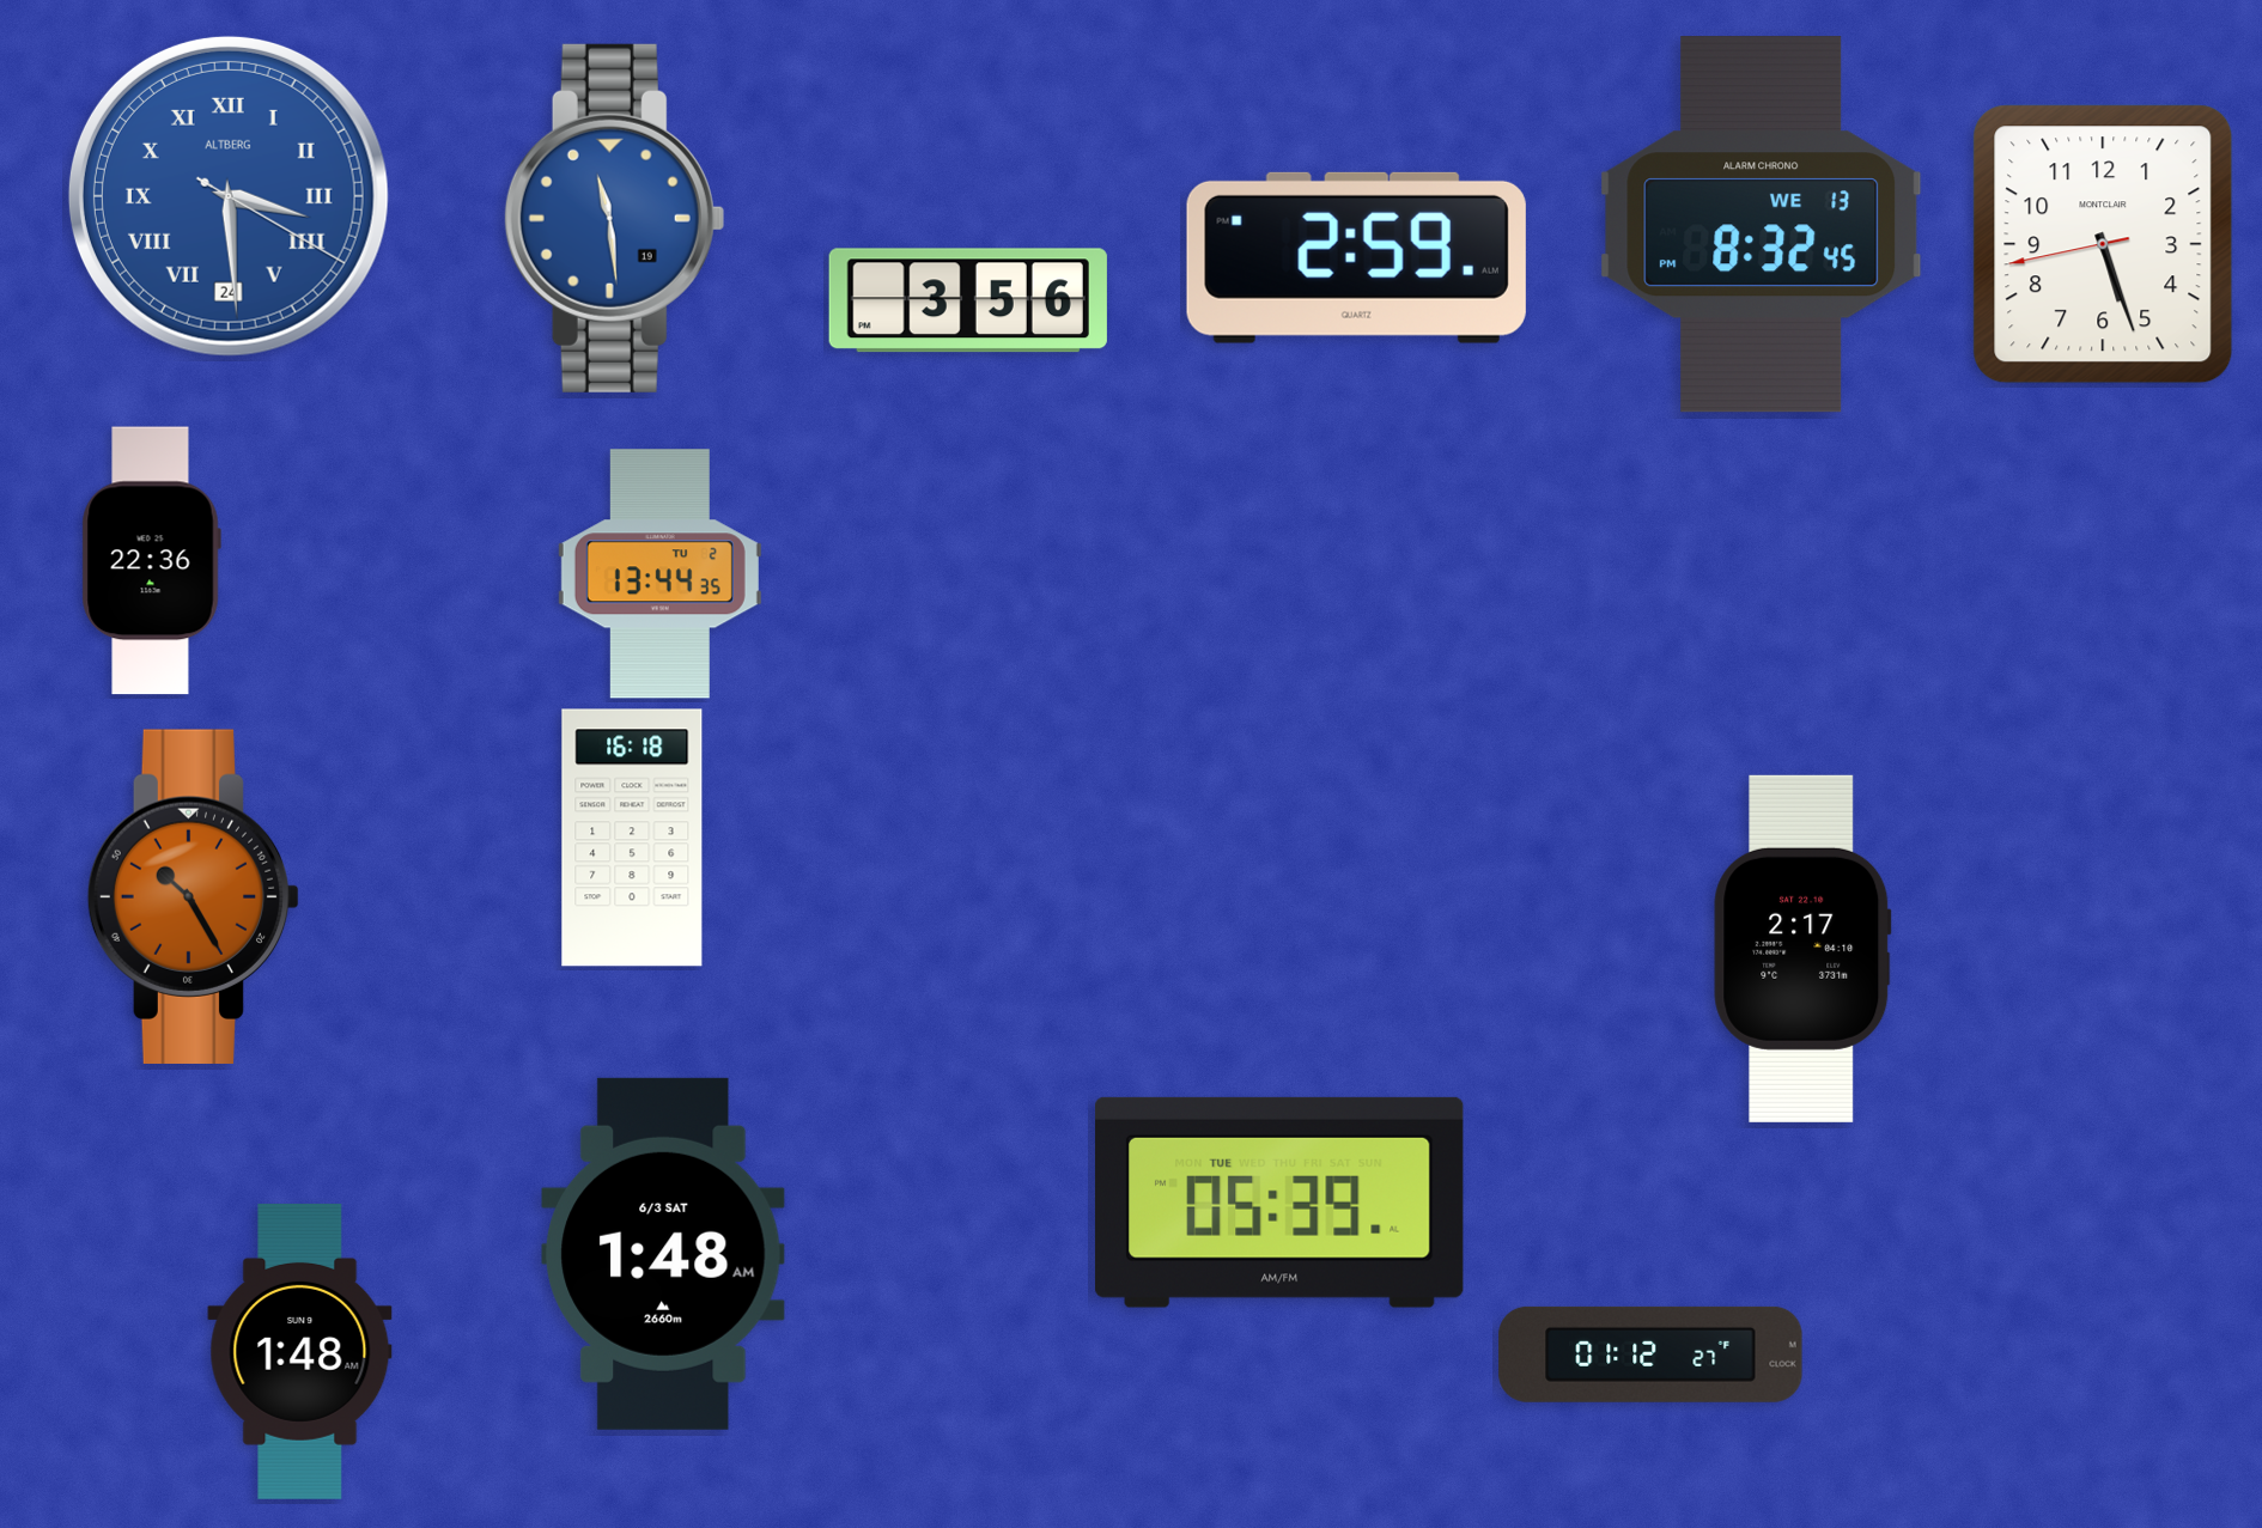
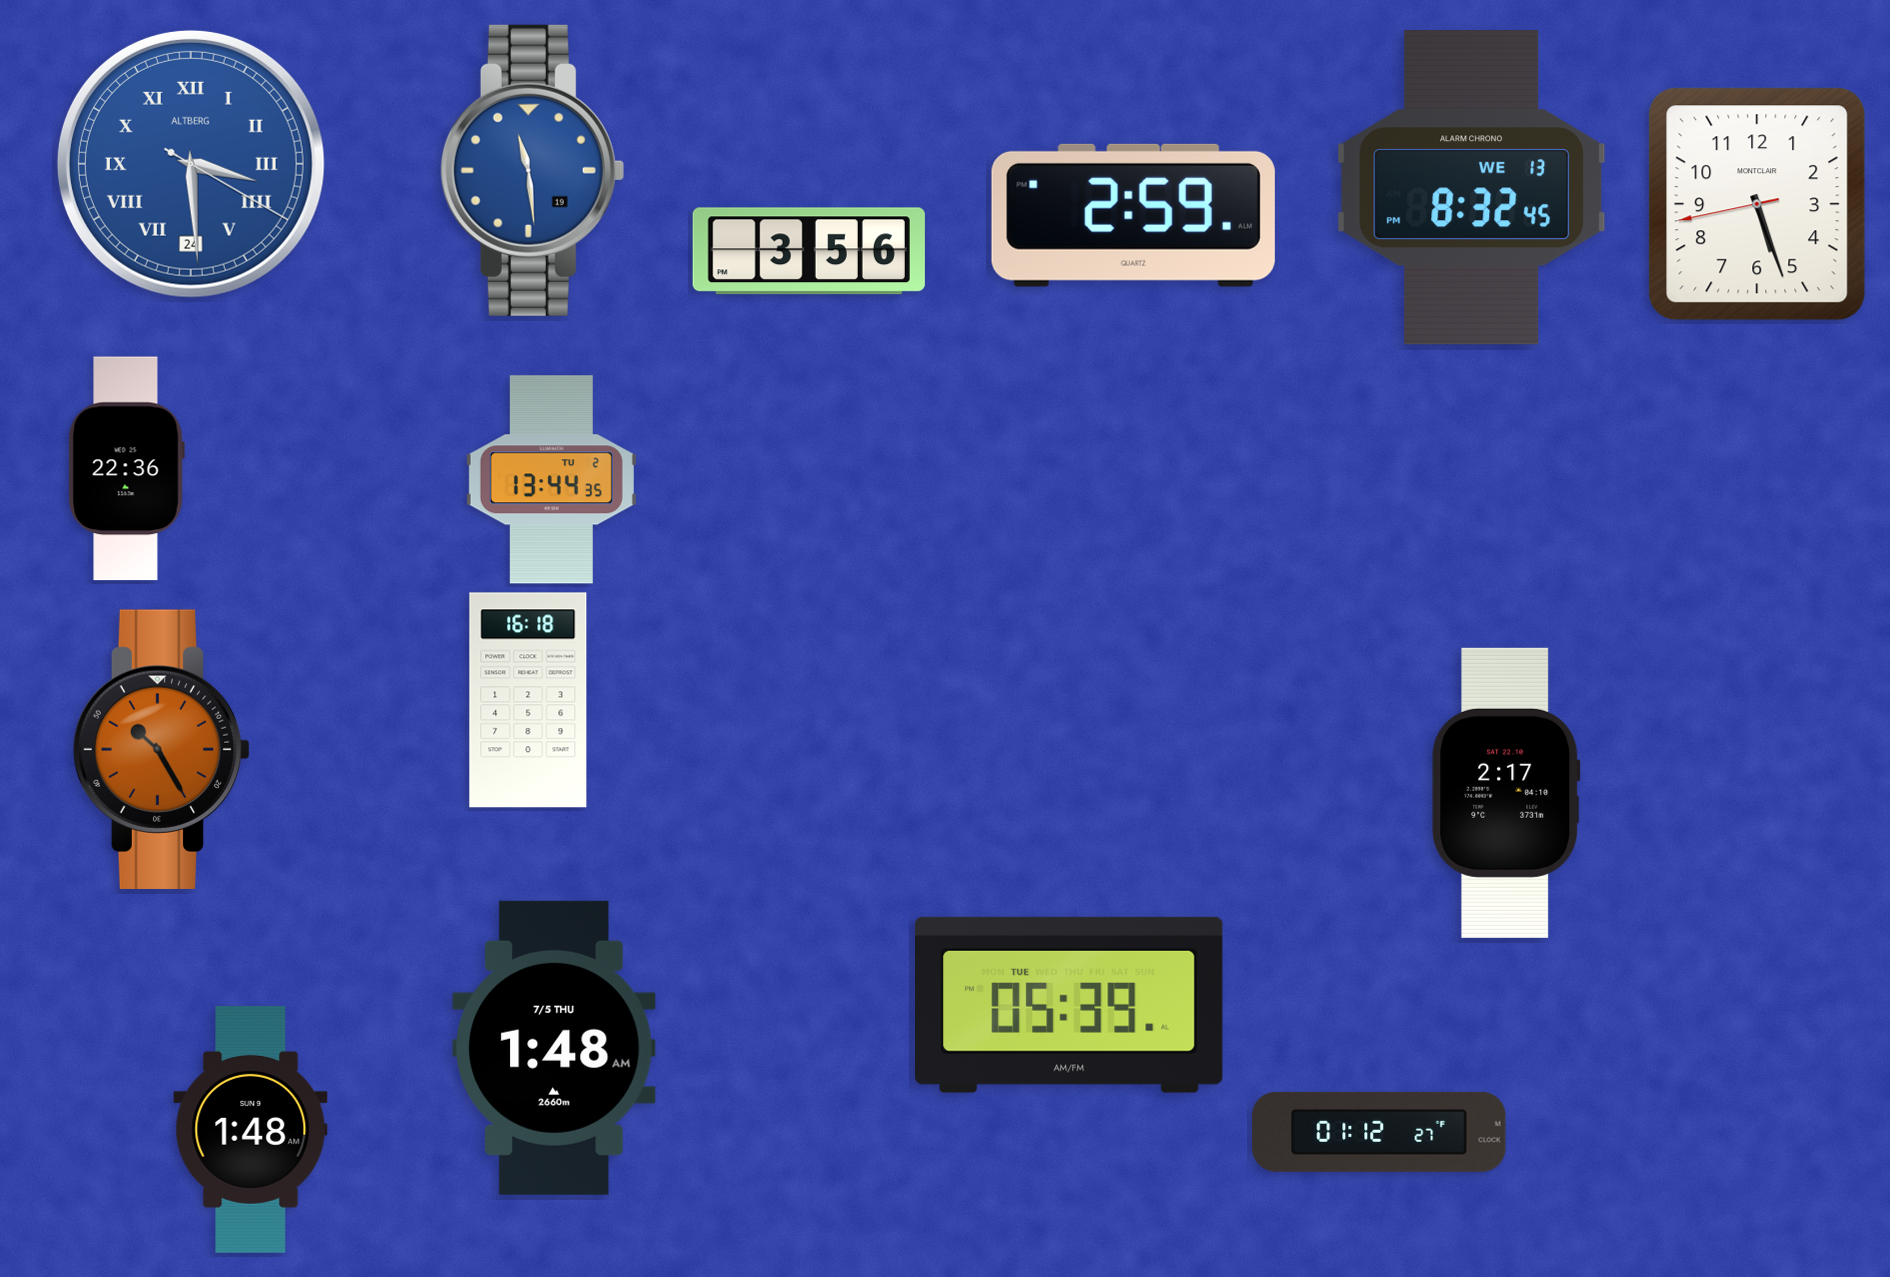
clock at (614, 218) position: (614, 218) -> (532, 170)
clock at (663, 1254) date: 6/3 SAT -> 7/5 THU
